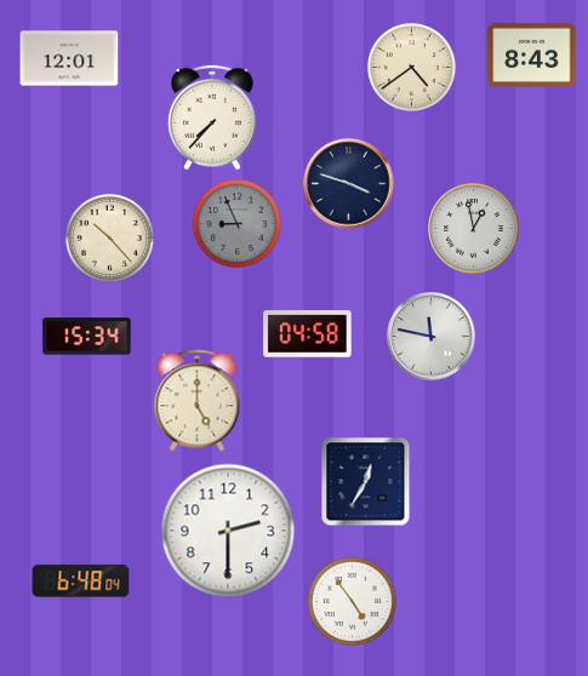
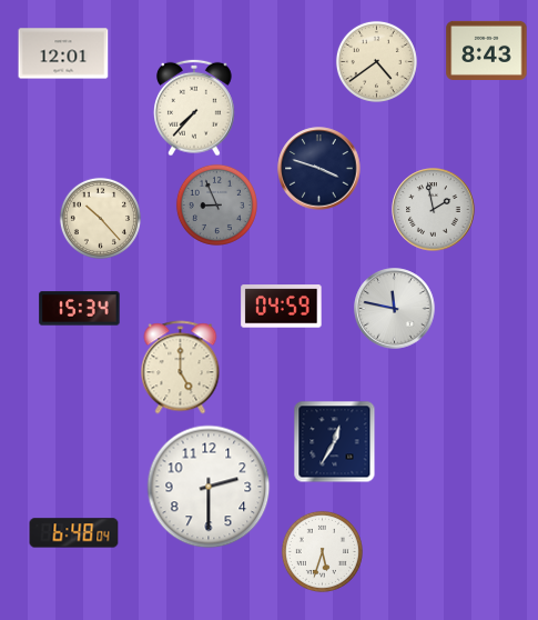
clock at (474, 229): 12:58 -> 1:58
clock at (308, 334): 04:58 -> 04:59
clock at (352, 601): 4:54 -> 5:33
